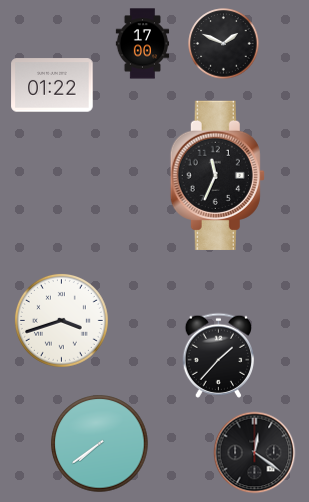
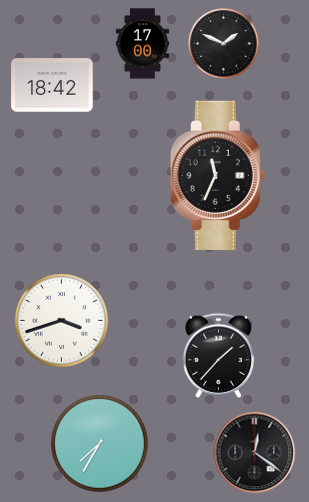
clock at (52, 85): 01:22 -> 18:42
clock at (100, 444): 7:39 -> 7:35
